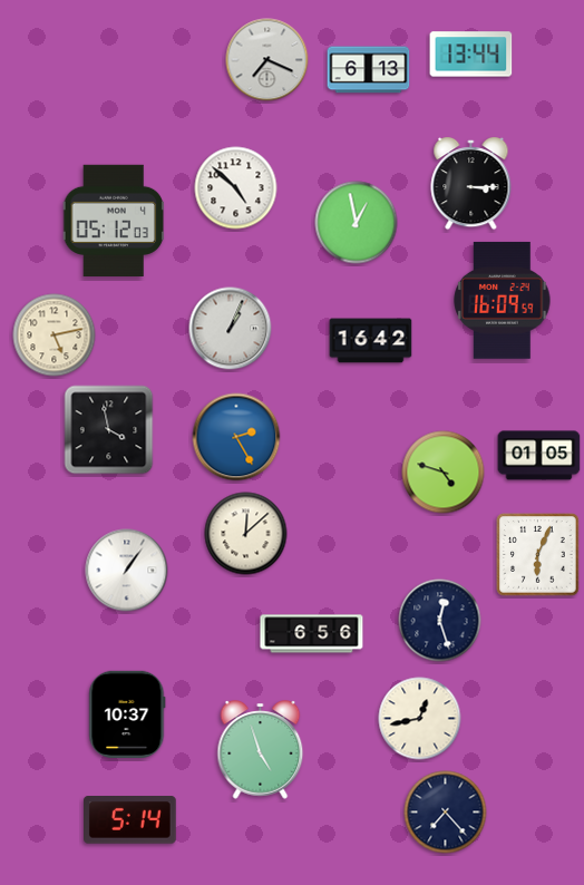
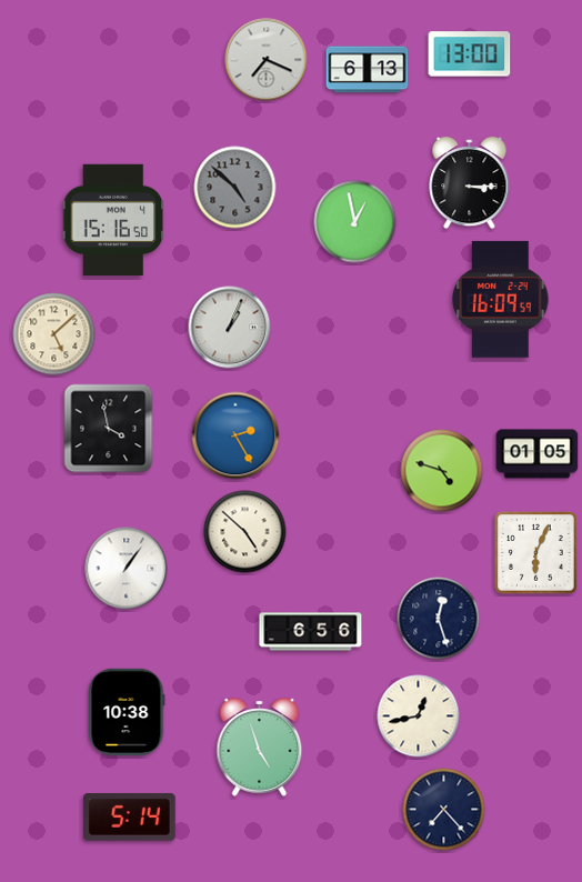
clock at (471, 55): 13:44 -> 13:00
clock at (236, 188) dial: white -> grey
clock at (114, 220): 05:12 -> 15:16
clock at (55, 335): 5:13 -> 5:08
clock at (371, 341): 16:42 -> none
clock at (246, 534): 12:08 -> 4:52
clock at (127, 714): 10:37 -> 10:38
